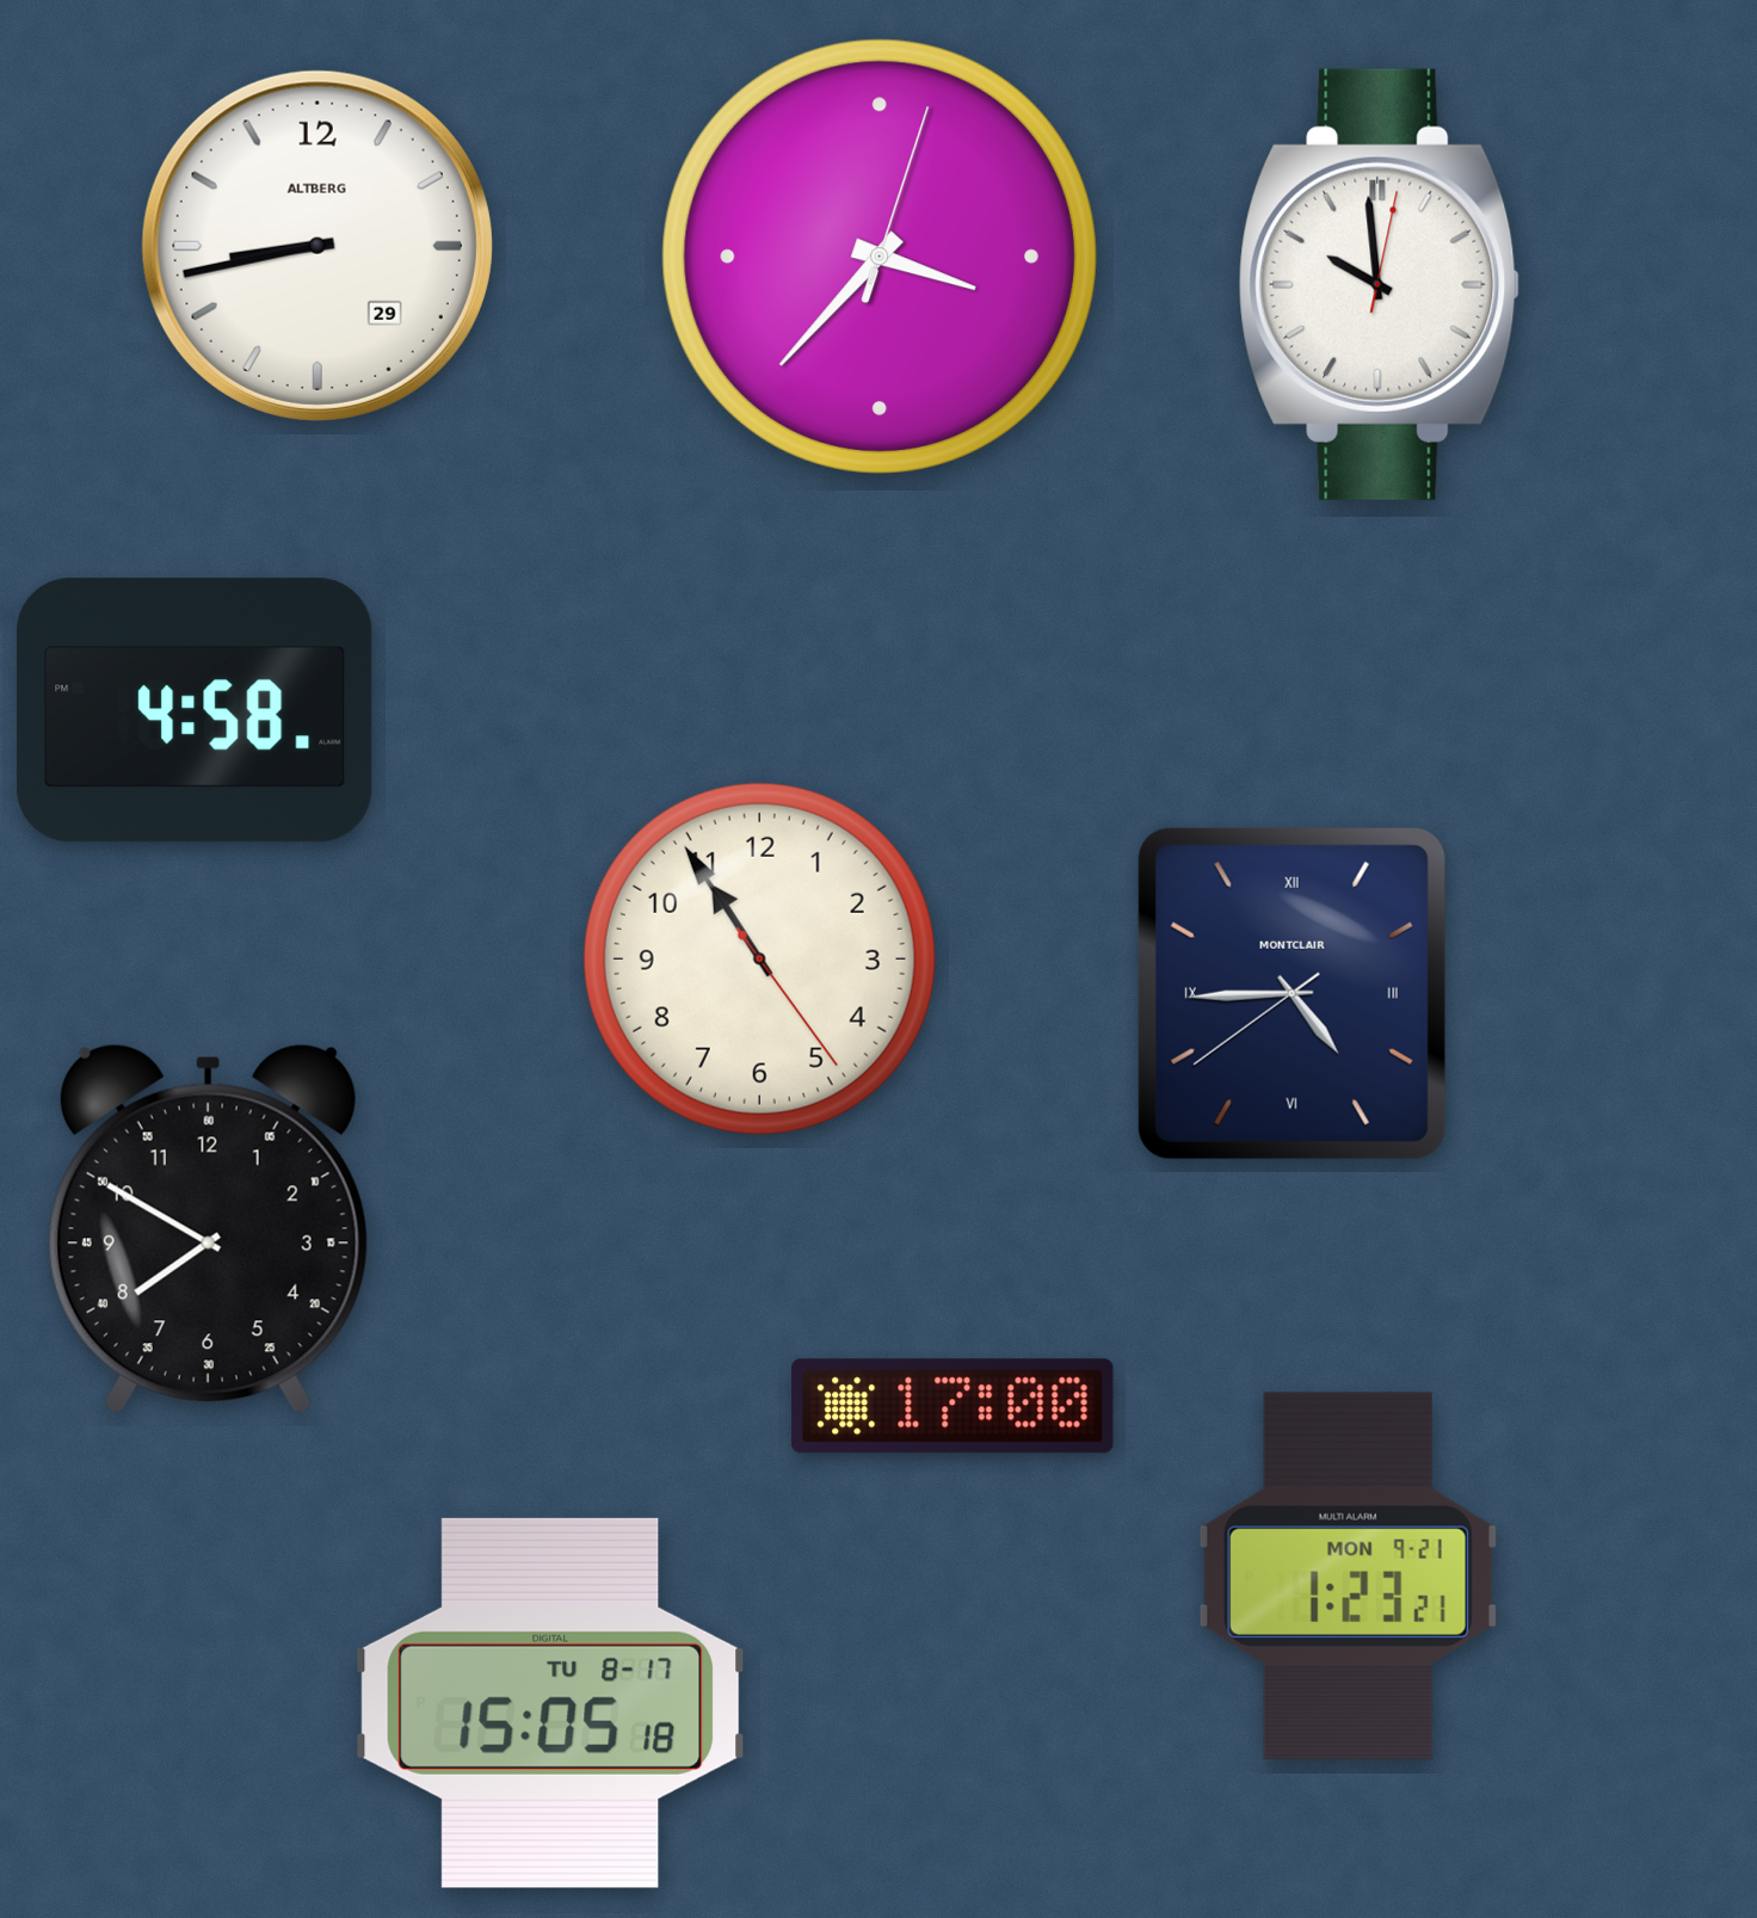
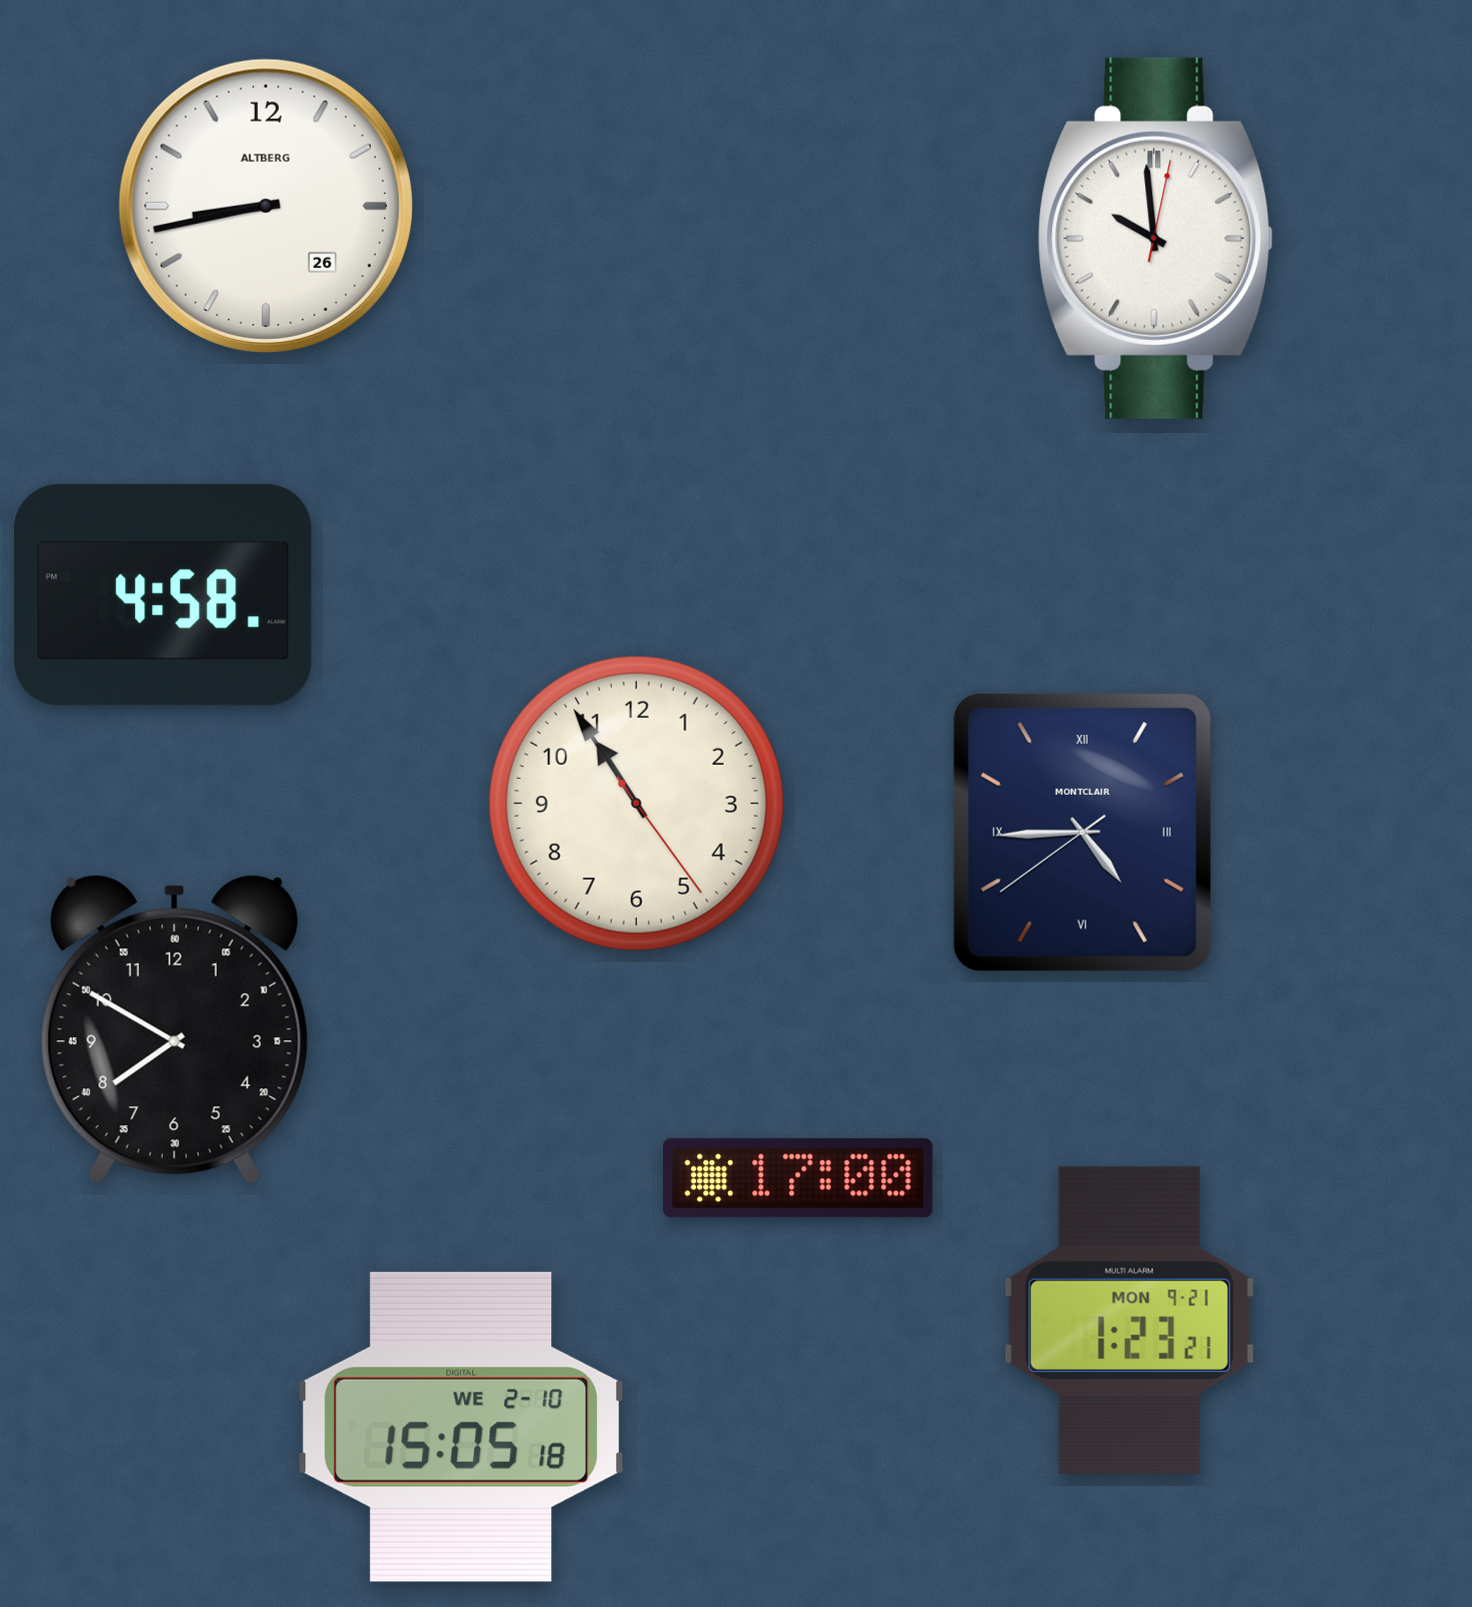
clock at (318, 246) date: 29 -> 26
clock at (880, 257): 3:37 -> none
clock at (550, 1703) date: TU 8-17 -> WE 2-10
